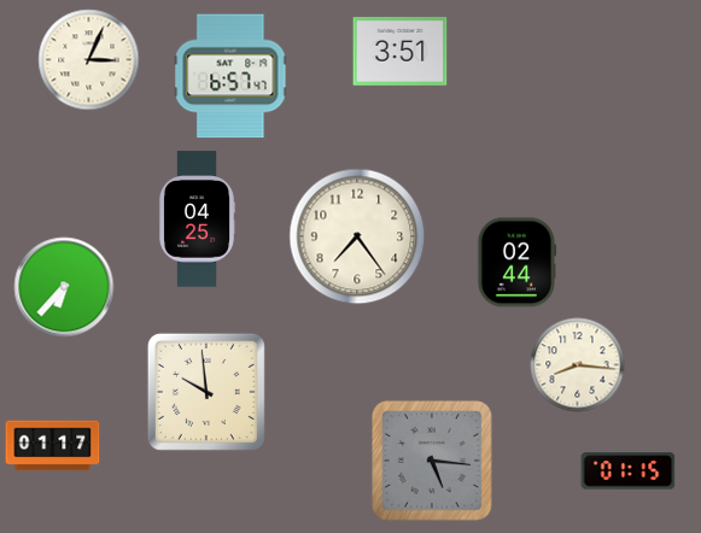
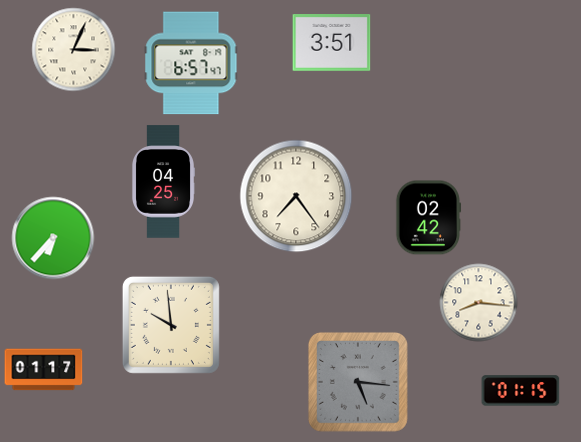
clock at (516, 263): 02:44 -> 02:42
